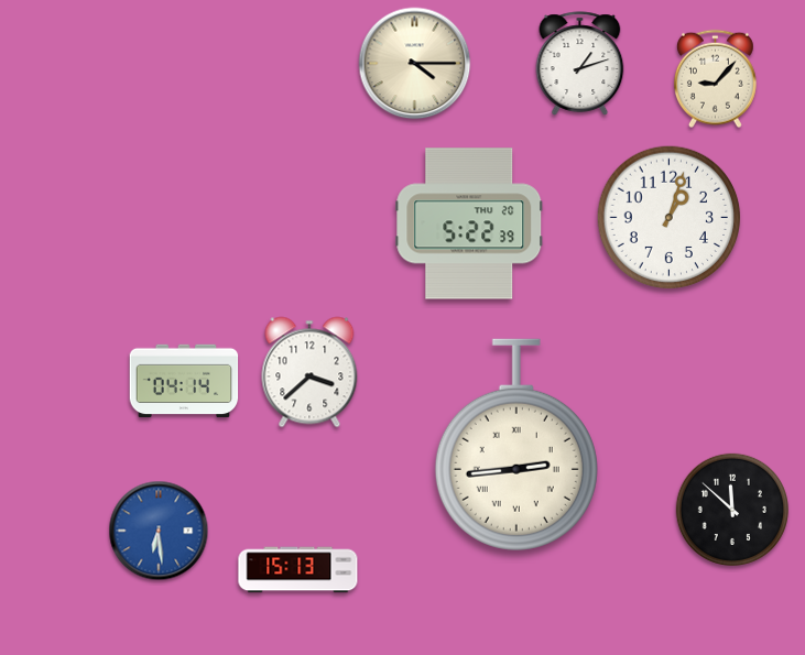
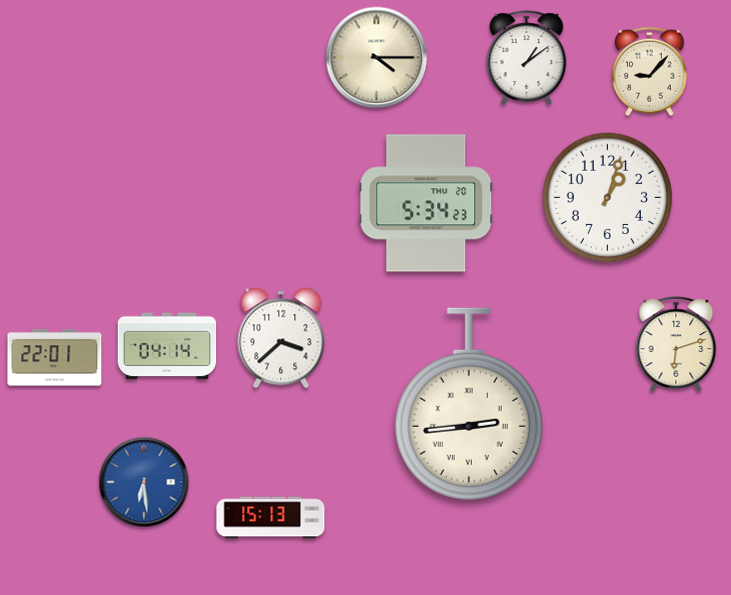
clock at (580, 64): 1:12 -> 1:09
clock at (469, 223): 5:22 -> 5:34
clock at (676, 344): none -> 6:12
clock at (55, 358): none -> 22:01
clock at (732, 510): 11:52 -> none
